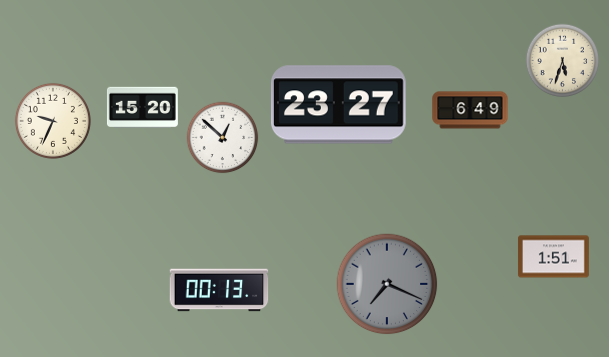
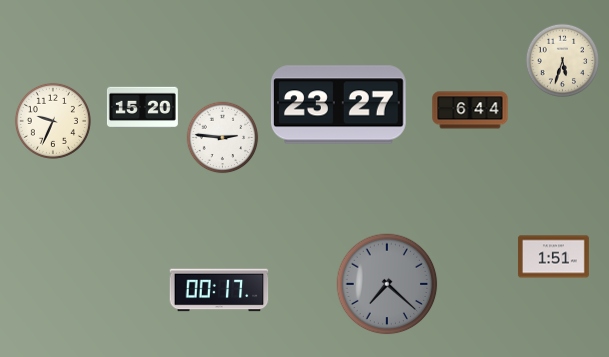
clock at (470, 110): 6:49 -> 6:44
clock at (223, 138): 12:52 -> 2:46
clock at (387, 284): 7:19 -> 7:22
clock at (219, 290): 00:13 -> 00:17
